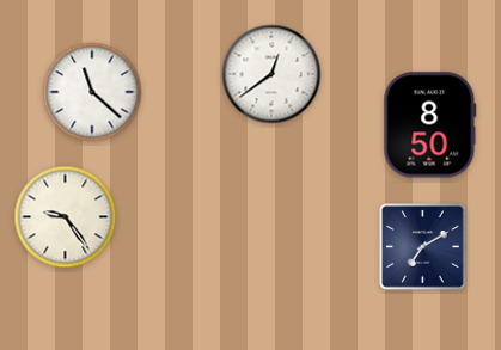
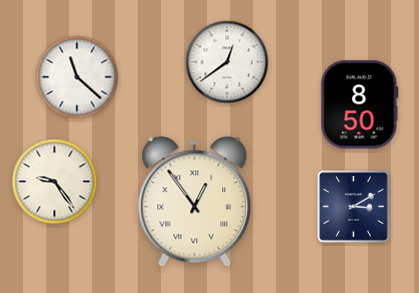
clock at (195, 202): none -> 12:54
clock at (423, 247): 7:10 -> 3:10
